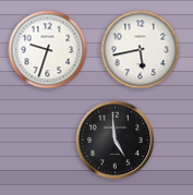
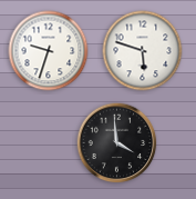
clock at (141, 50): 5:43 -> 5:48
clock at (116, 141): 4:59 -> 3:59
